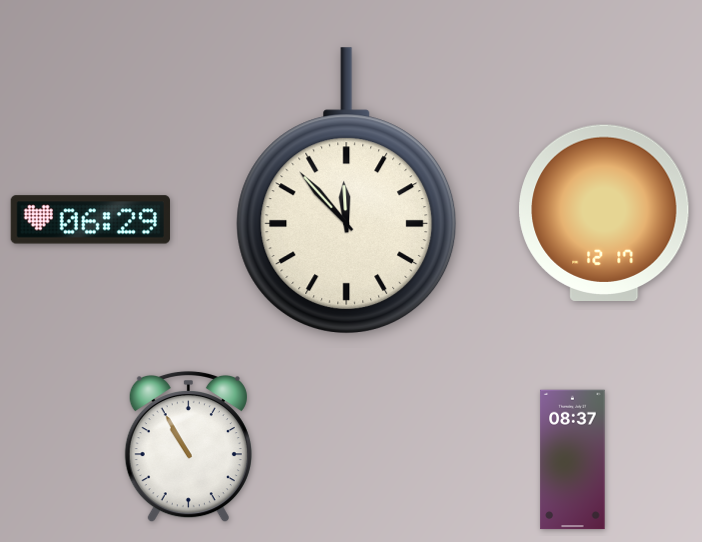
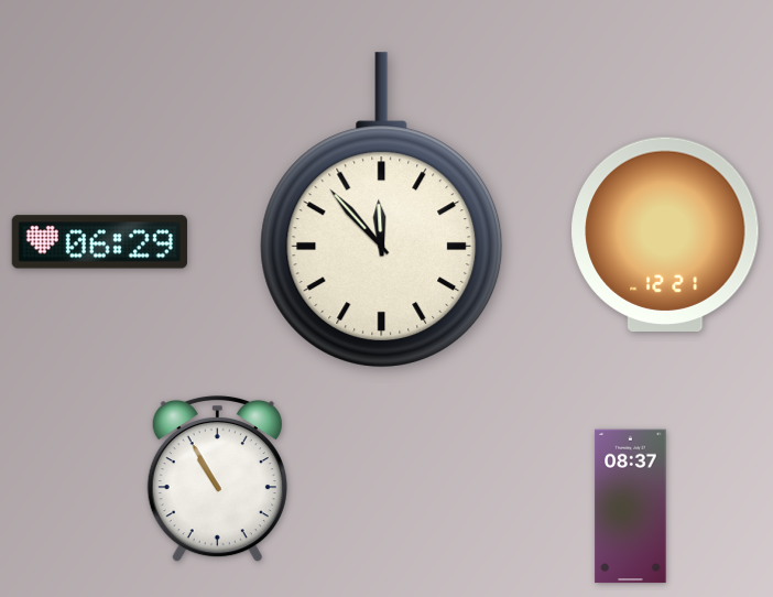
clock at (604, 212): 12:17 -> 12:21
clock at (188, 447) position: (188, 447) -> (217, 479)
